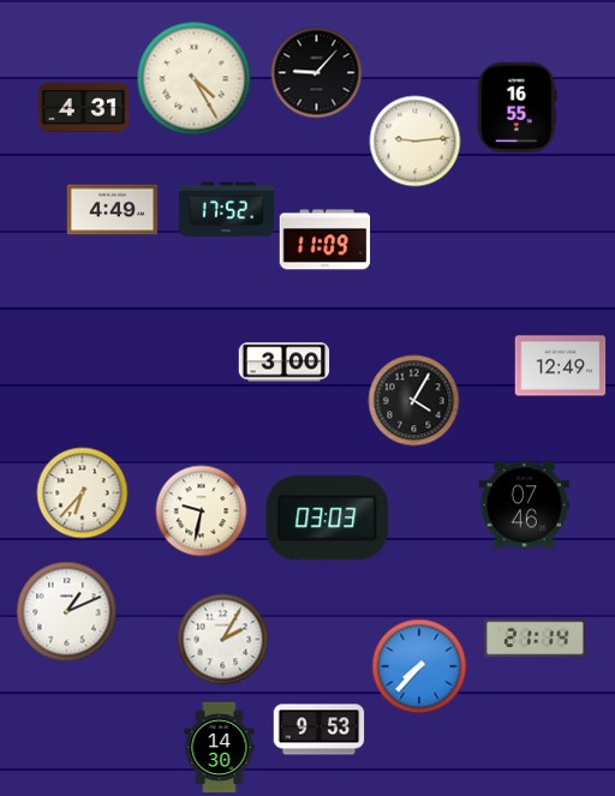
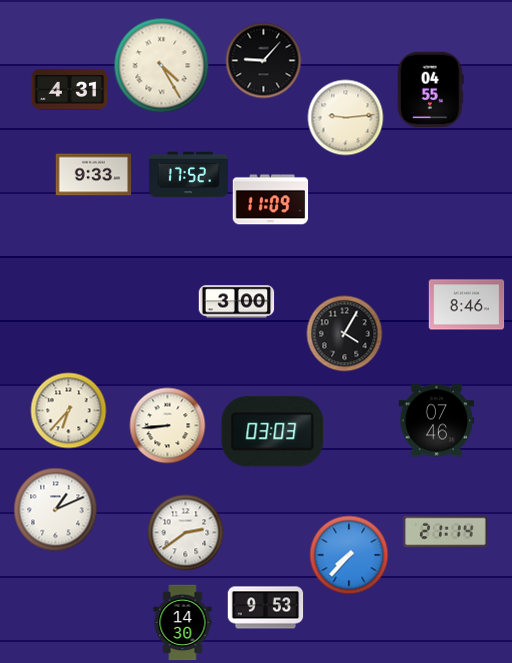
clock at (517, 108): 16:55 -> 04:55
clock at (113, 210): 4:49 -> 9:33
clock at (561, 366): 12:49 -> 8:46
clock at (202, 511): 9:32 -> 8:44
clock at (223, 640): 2:05 -> 2:39
